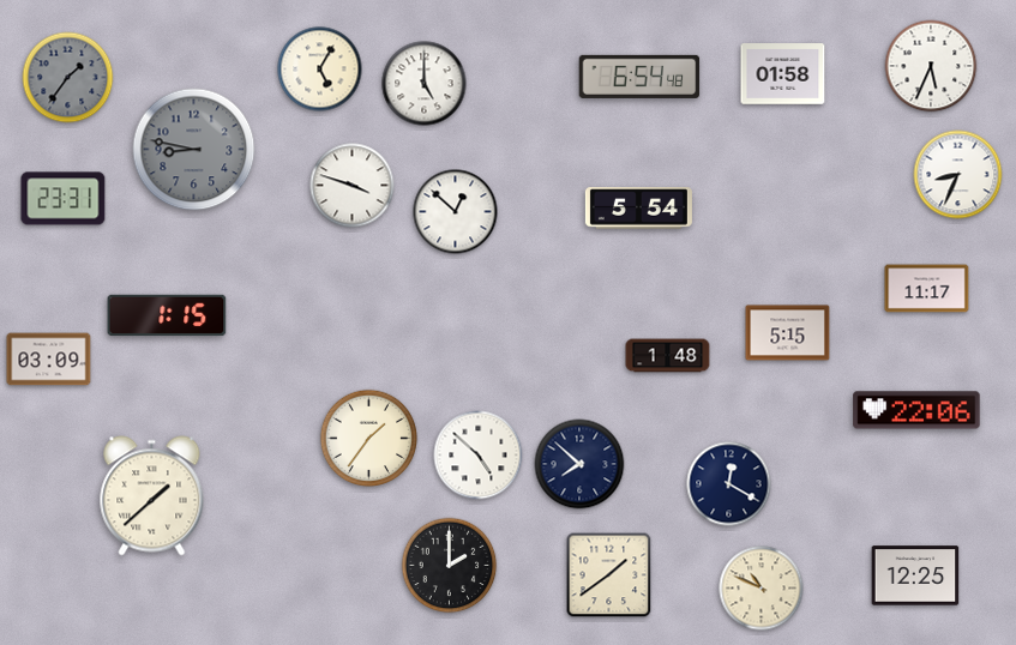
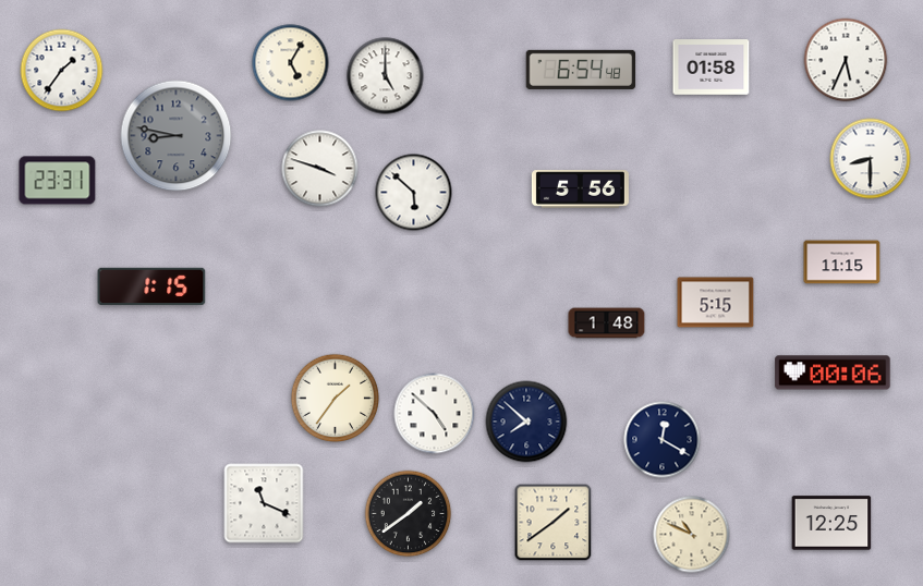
clock at (68, 78) dial: grey -> white
clock at (958, 175): 8:34 -> 8:30
clock at (638, 209): 5:54 -> 5:56
clock at (456, 212): 12:52 -> 5:52
clock at (927, 289): 11:17 -> 11:15
clock at (49, 360): 03:09 -> none
clock at (916, 410): 22:06 -> 00:06
clock at (152, 496): 1:38 -> none
clock at (264, 503): none -> 11:19
clock at (450, 566): 2:00 -> 1:39
